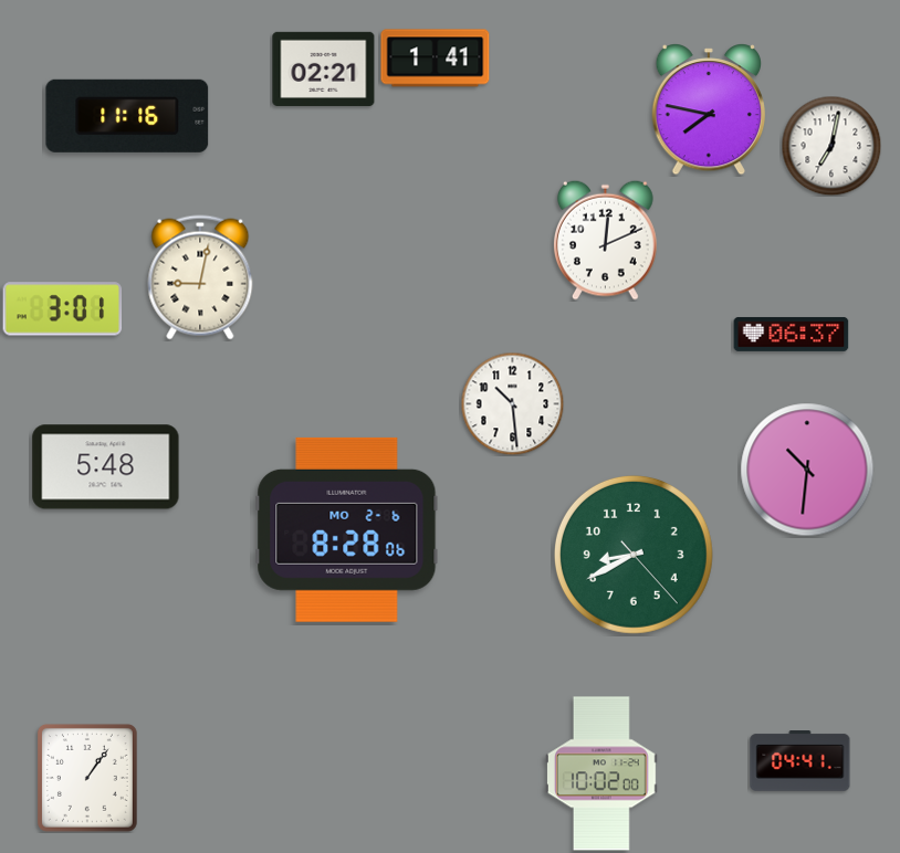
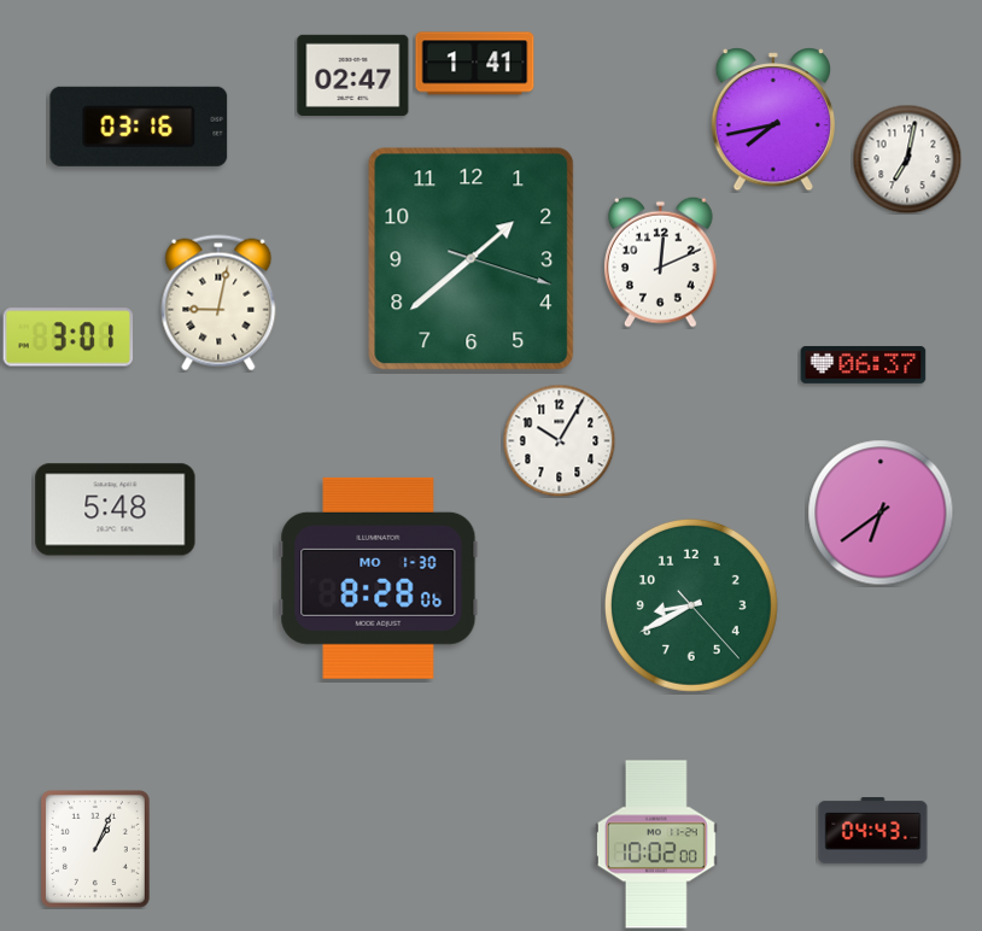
clock at (324, 69): 02:21 -> 02:47
clock at (708, 110): 7:47 -> 7:43
clock at (127, 116): 11:16 -> 03:16
clock at (472, 259): none -> 1:38
clock at (512, 403): 10:29 -> 10:05
clock at (807, 470): 10:31 -> 6:39
clock at (347, 529) date: MO 2-6 -> MO 1-30
clock at (800, 761): 04:41 -> 04:43
clock at (87, 778): 1:06 -> 1:04
